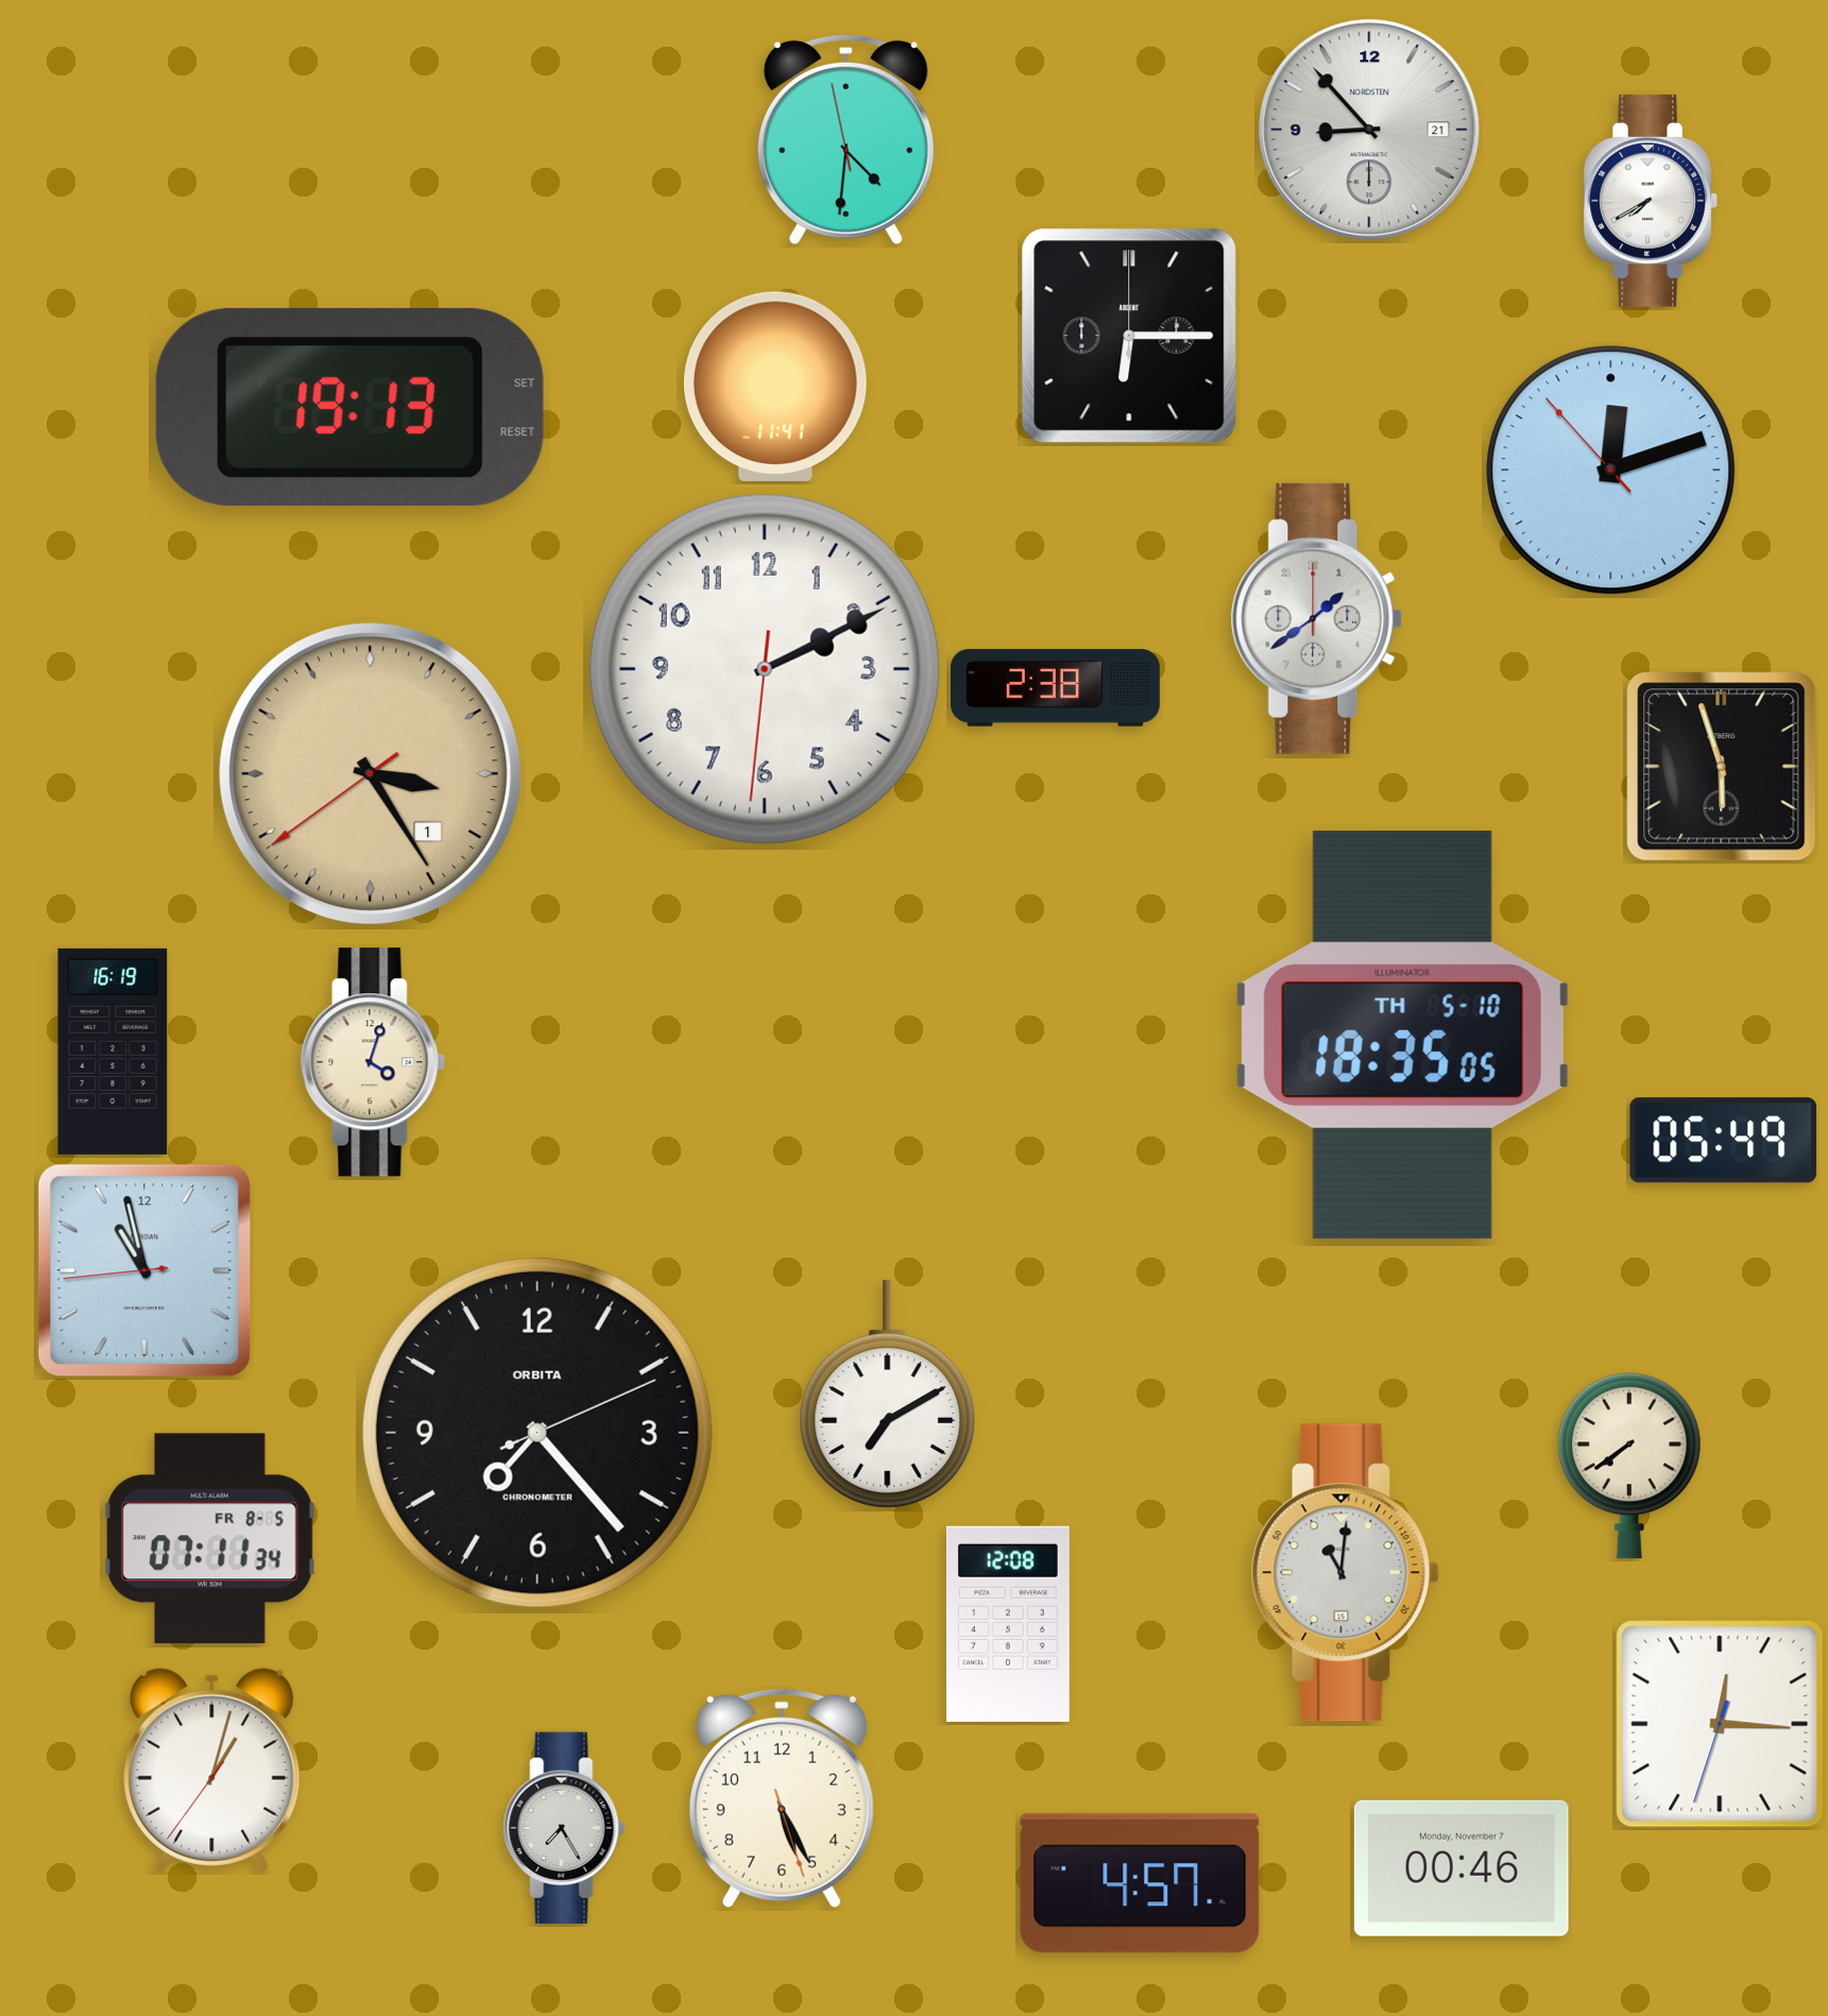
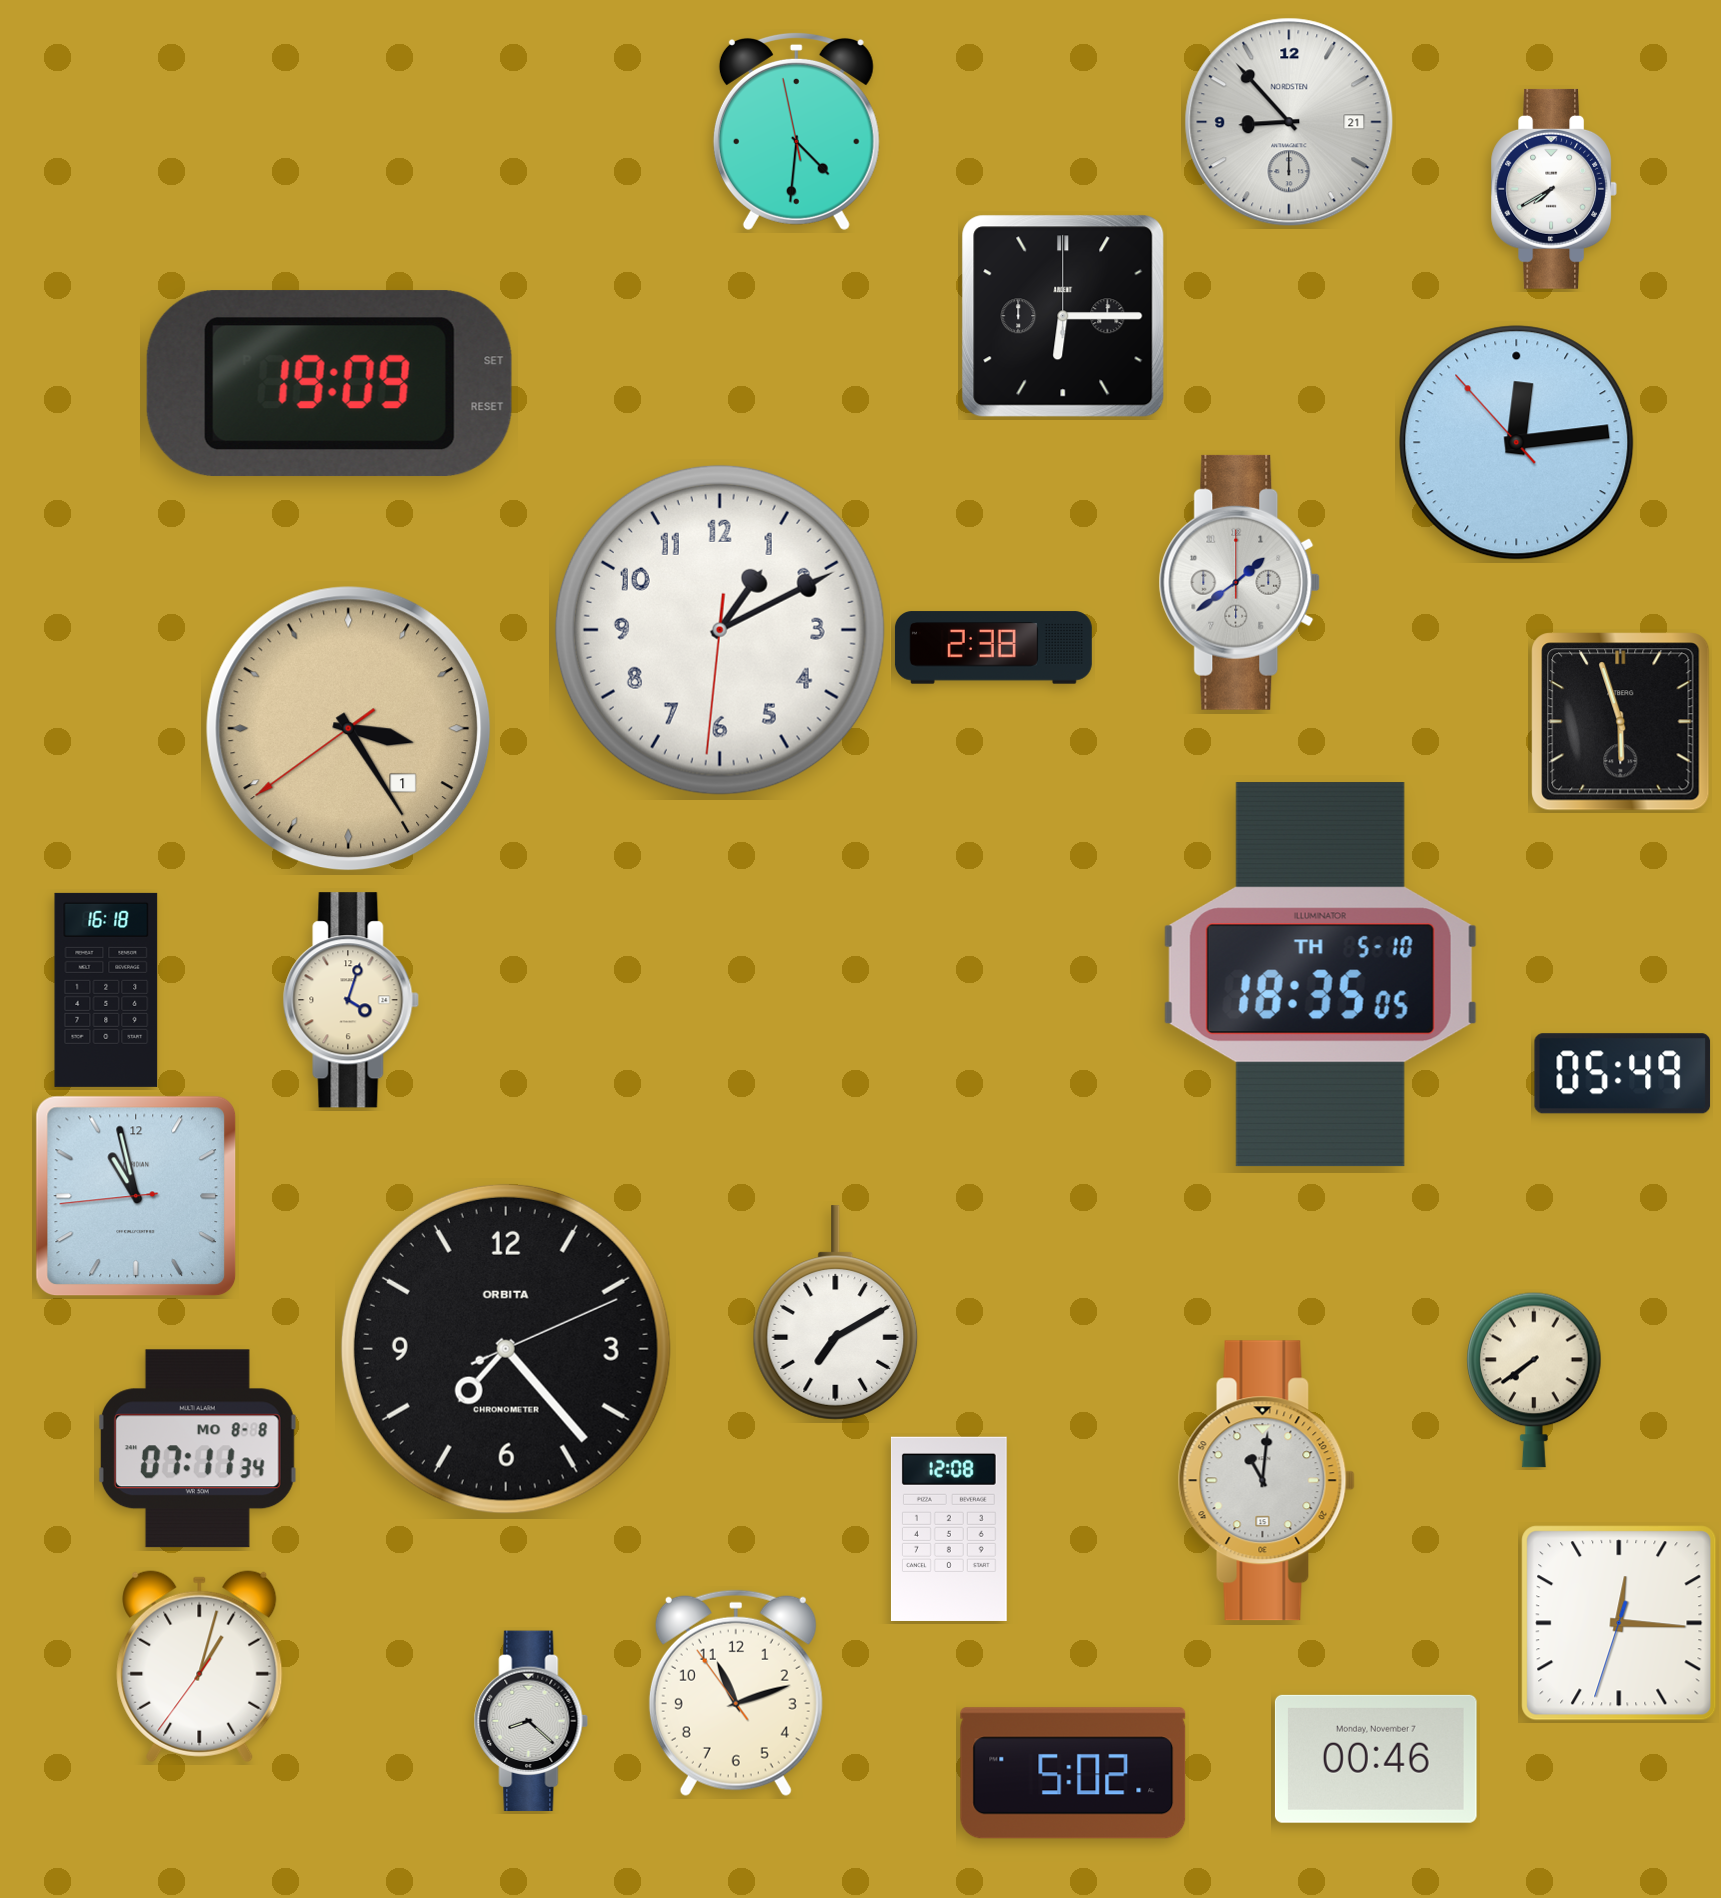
clock at (775, 386): 11:41 -> none
clock at (349, 408): 19:13 -> 19:09
clock at (1611, 471): 12:11 -> 12:13
clock at (765, 669): 2:10 -> 1:10
clock at (113, 1052): 16:19 -> 16:18
clock at (209, 1539) date: FR 8-5 -> MO 8-8
clock at (782, 1798): 5:25 -> 11:11
clock at (564, 1828): 7:25 -> 8:22
clock at (1140, 1883): 4:57 -> 5:02
